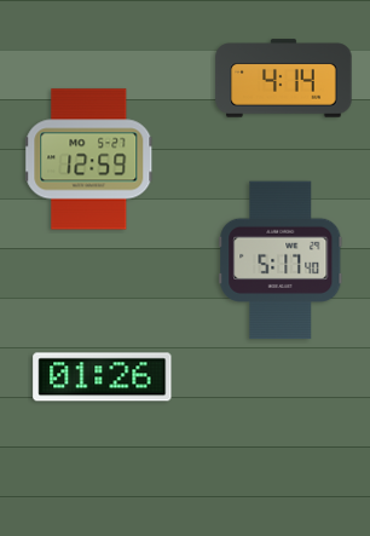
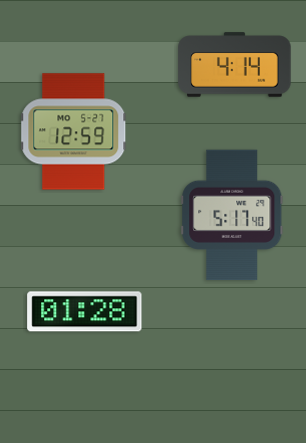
clock at (103, 377): 01:26 -> 01:28
